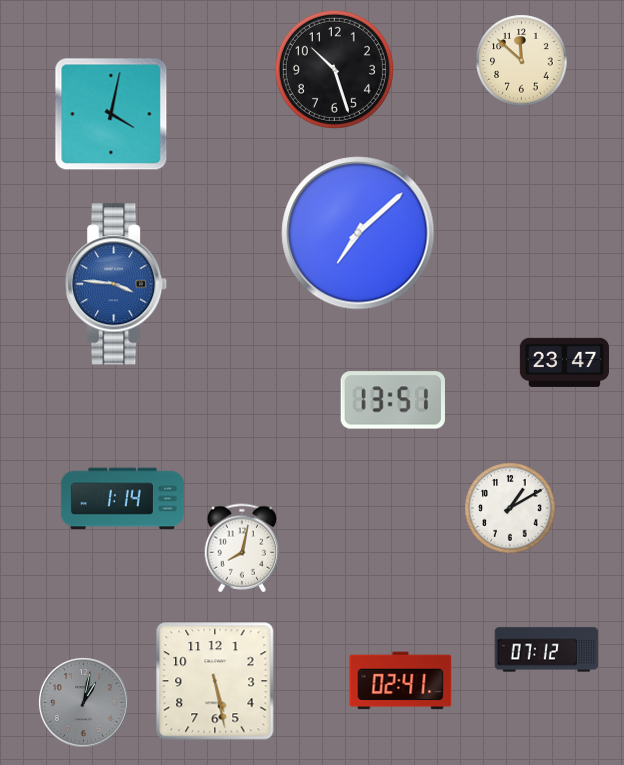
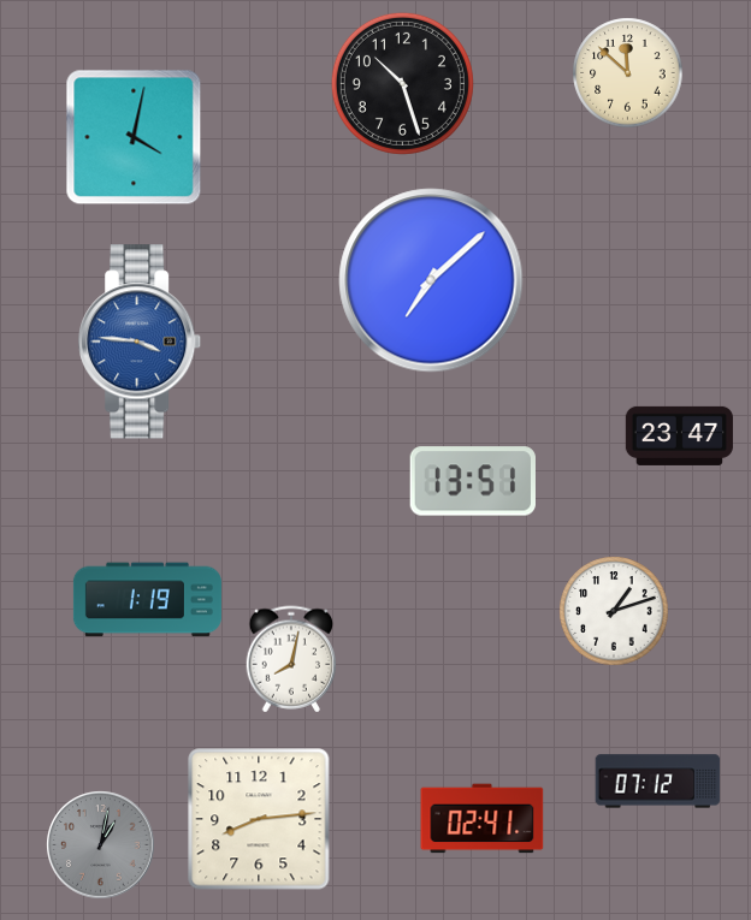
clock at (122, 499): 1:14 -> 1:19
clock at (510, 508): 1:10 -> 1:12
clock at (215, 681): 5:28 -> 8:14
